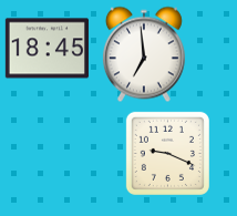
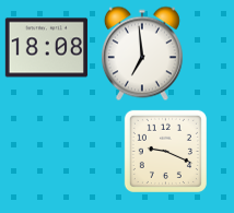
clock at (47, 49): 18:45 -> 18:08
